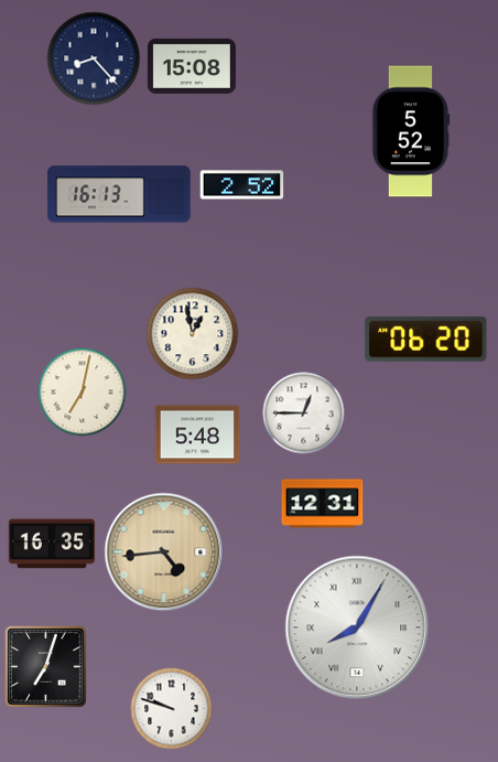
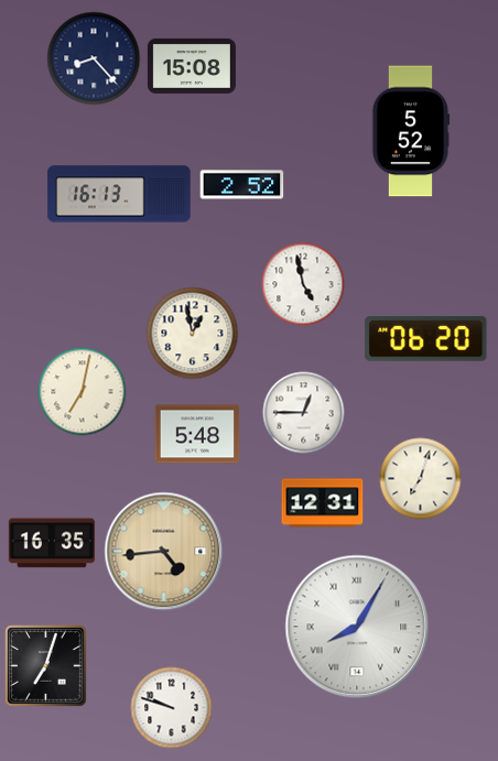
clock at (303, 284): none -> 4:58
clock at (421, 479): none -> 7:03
